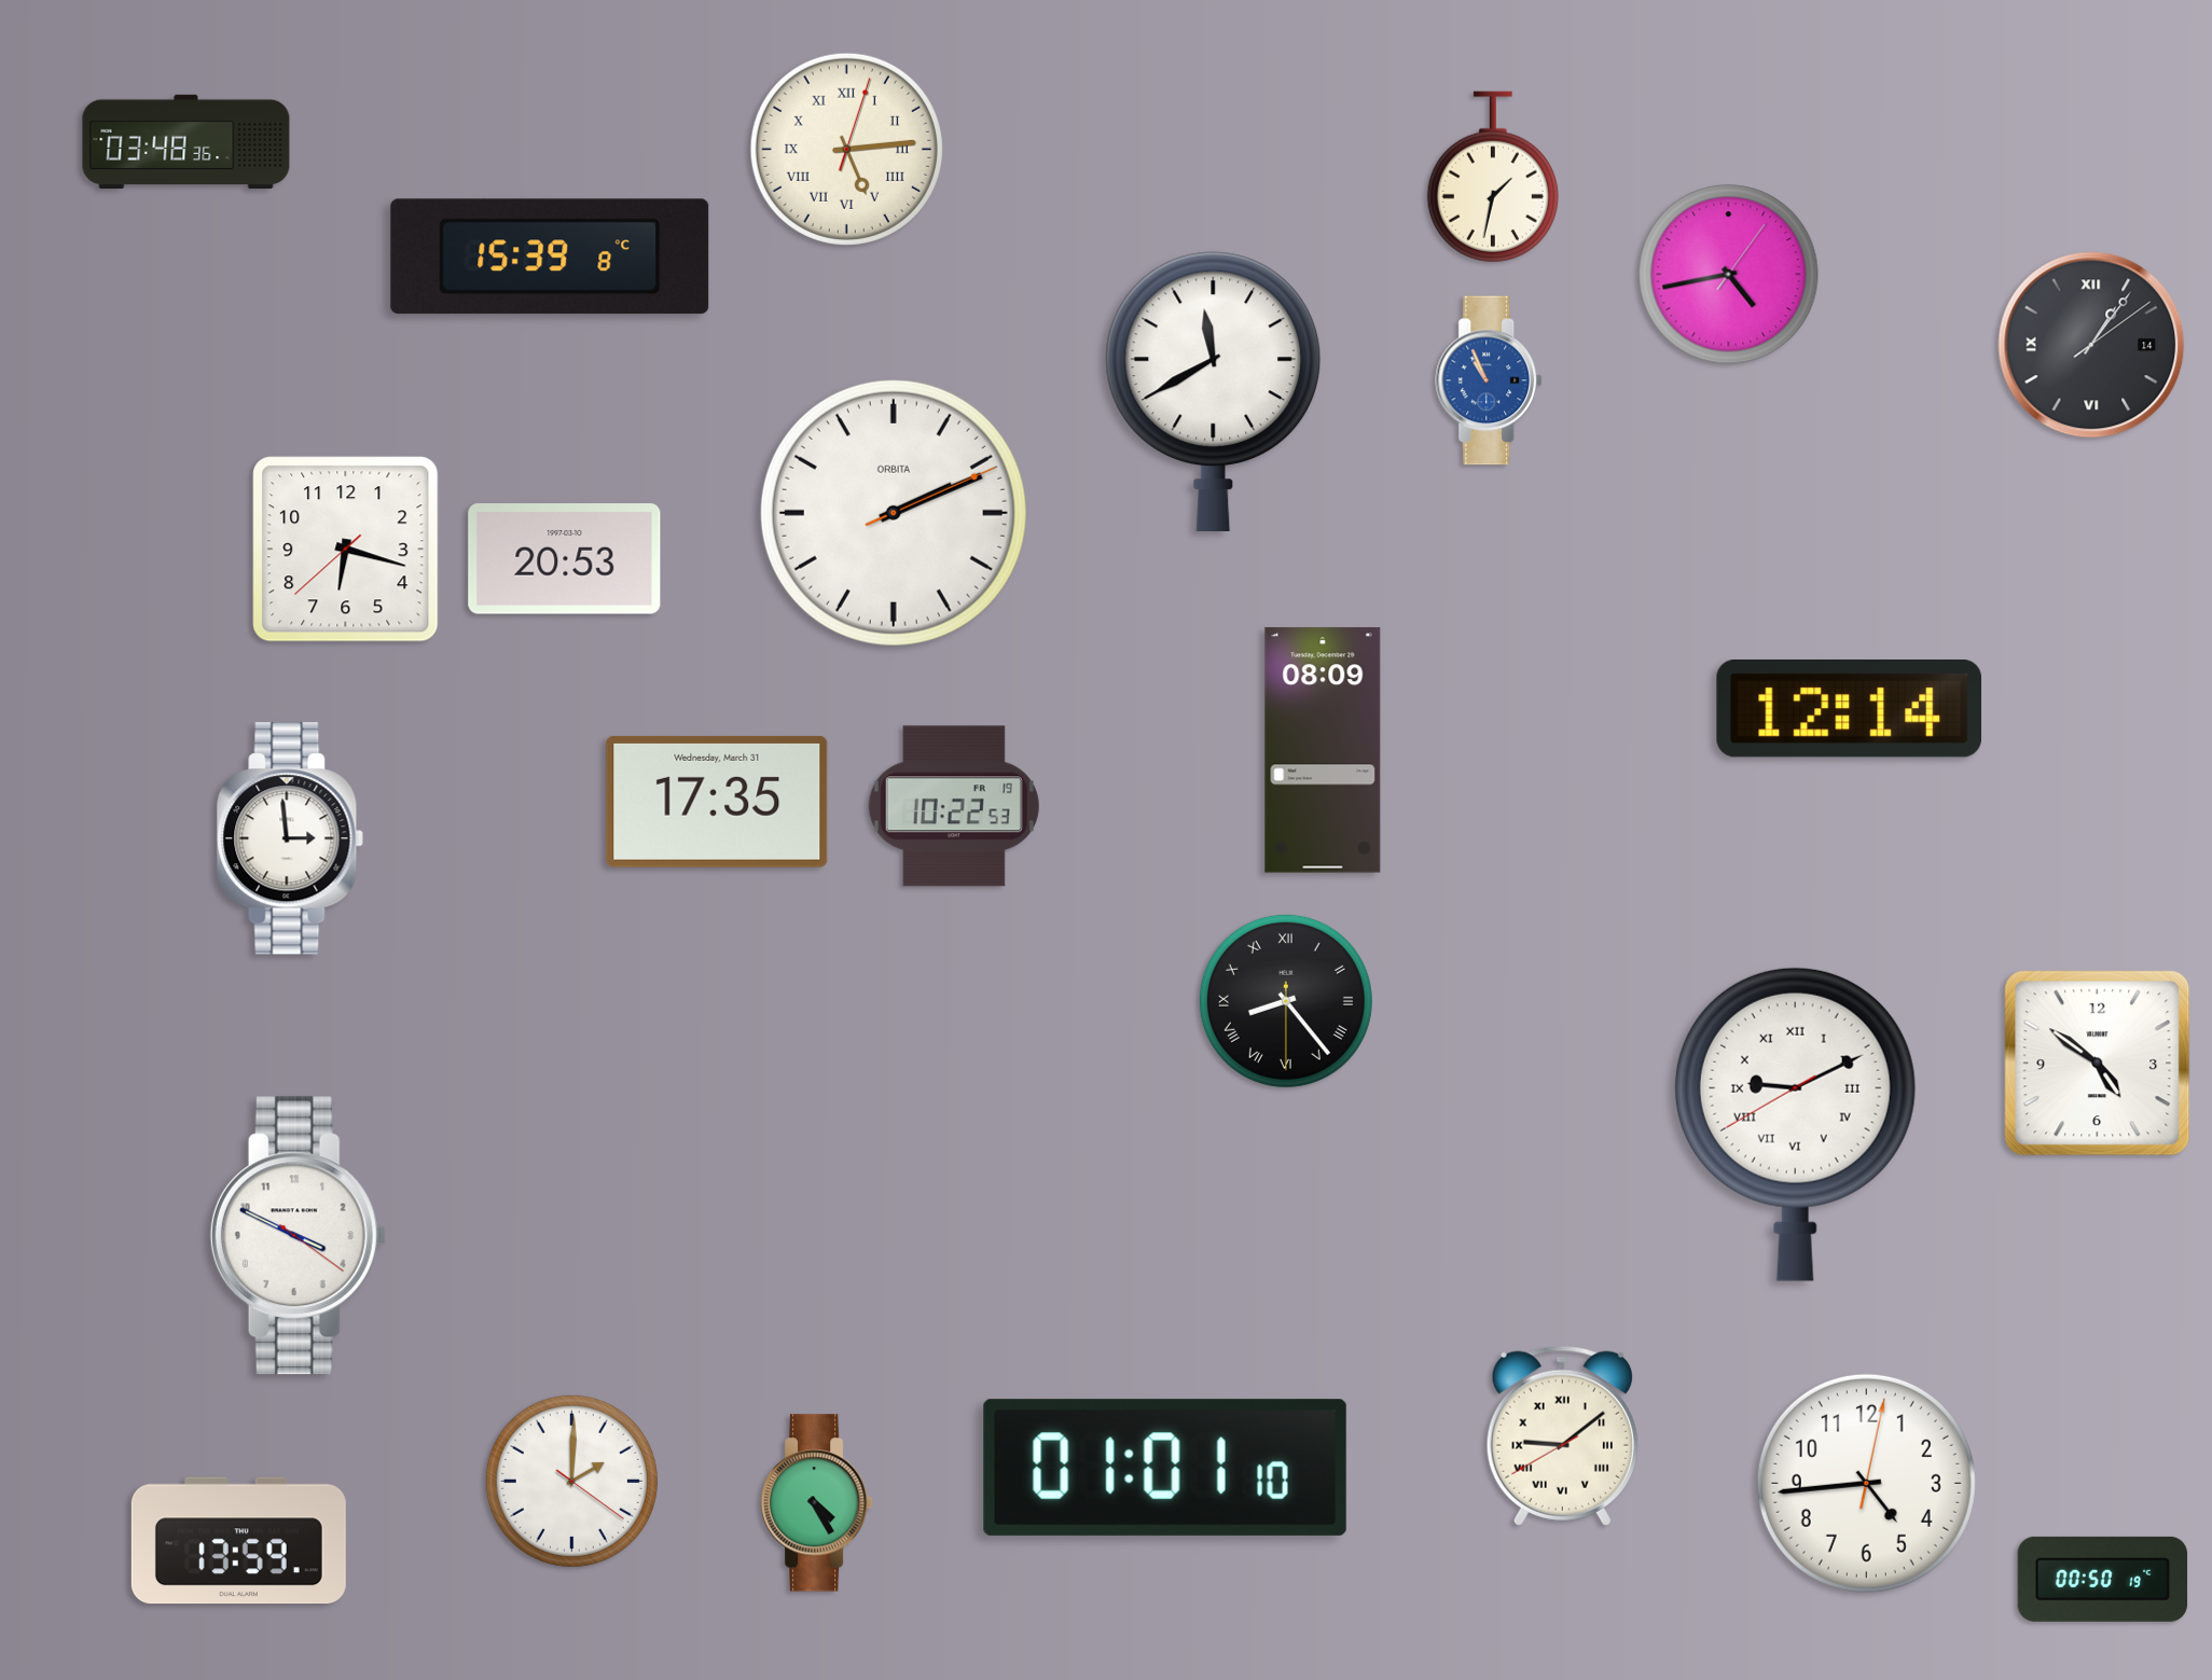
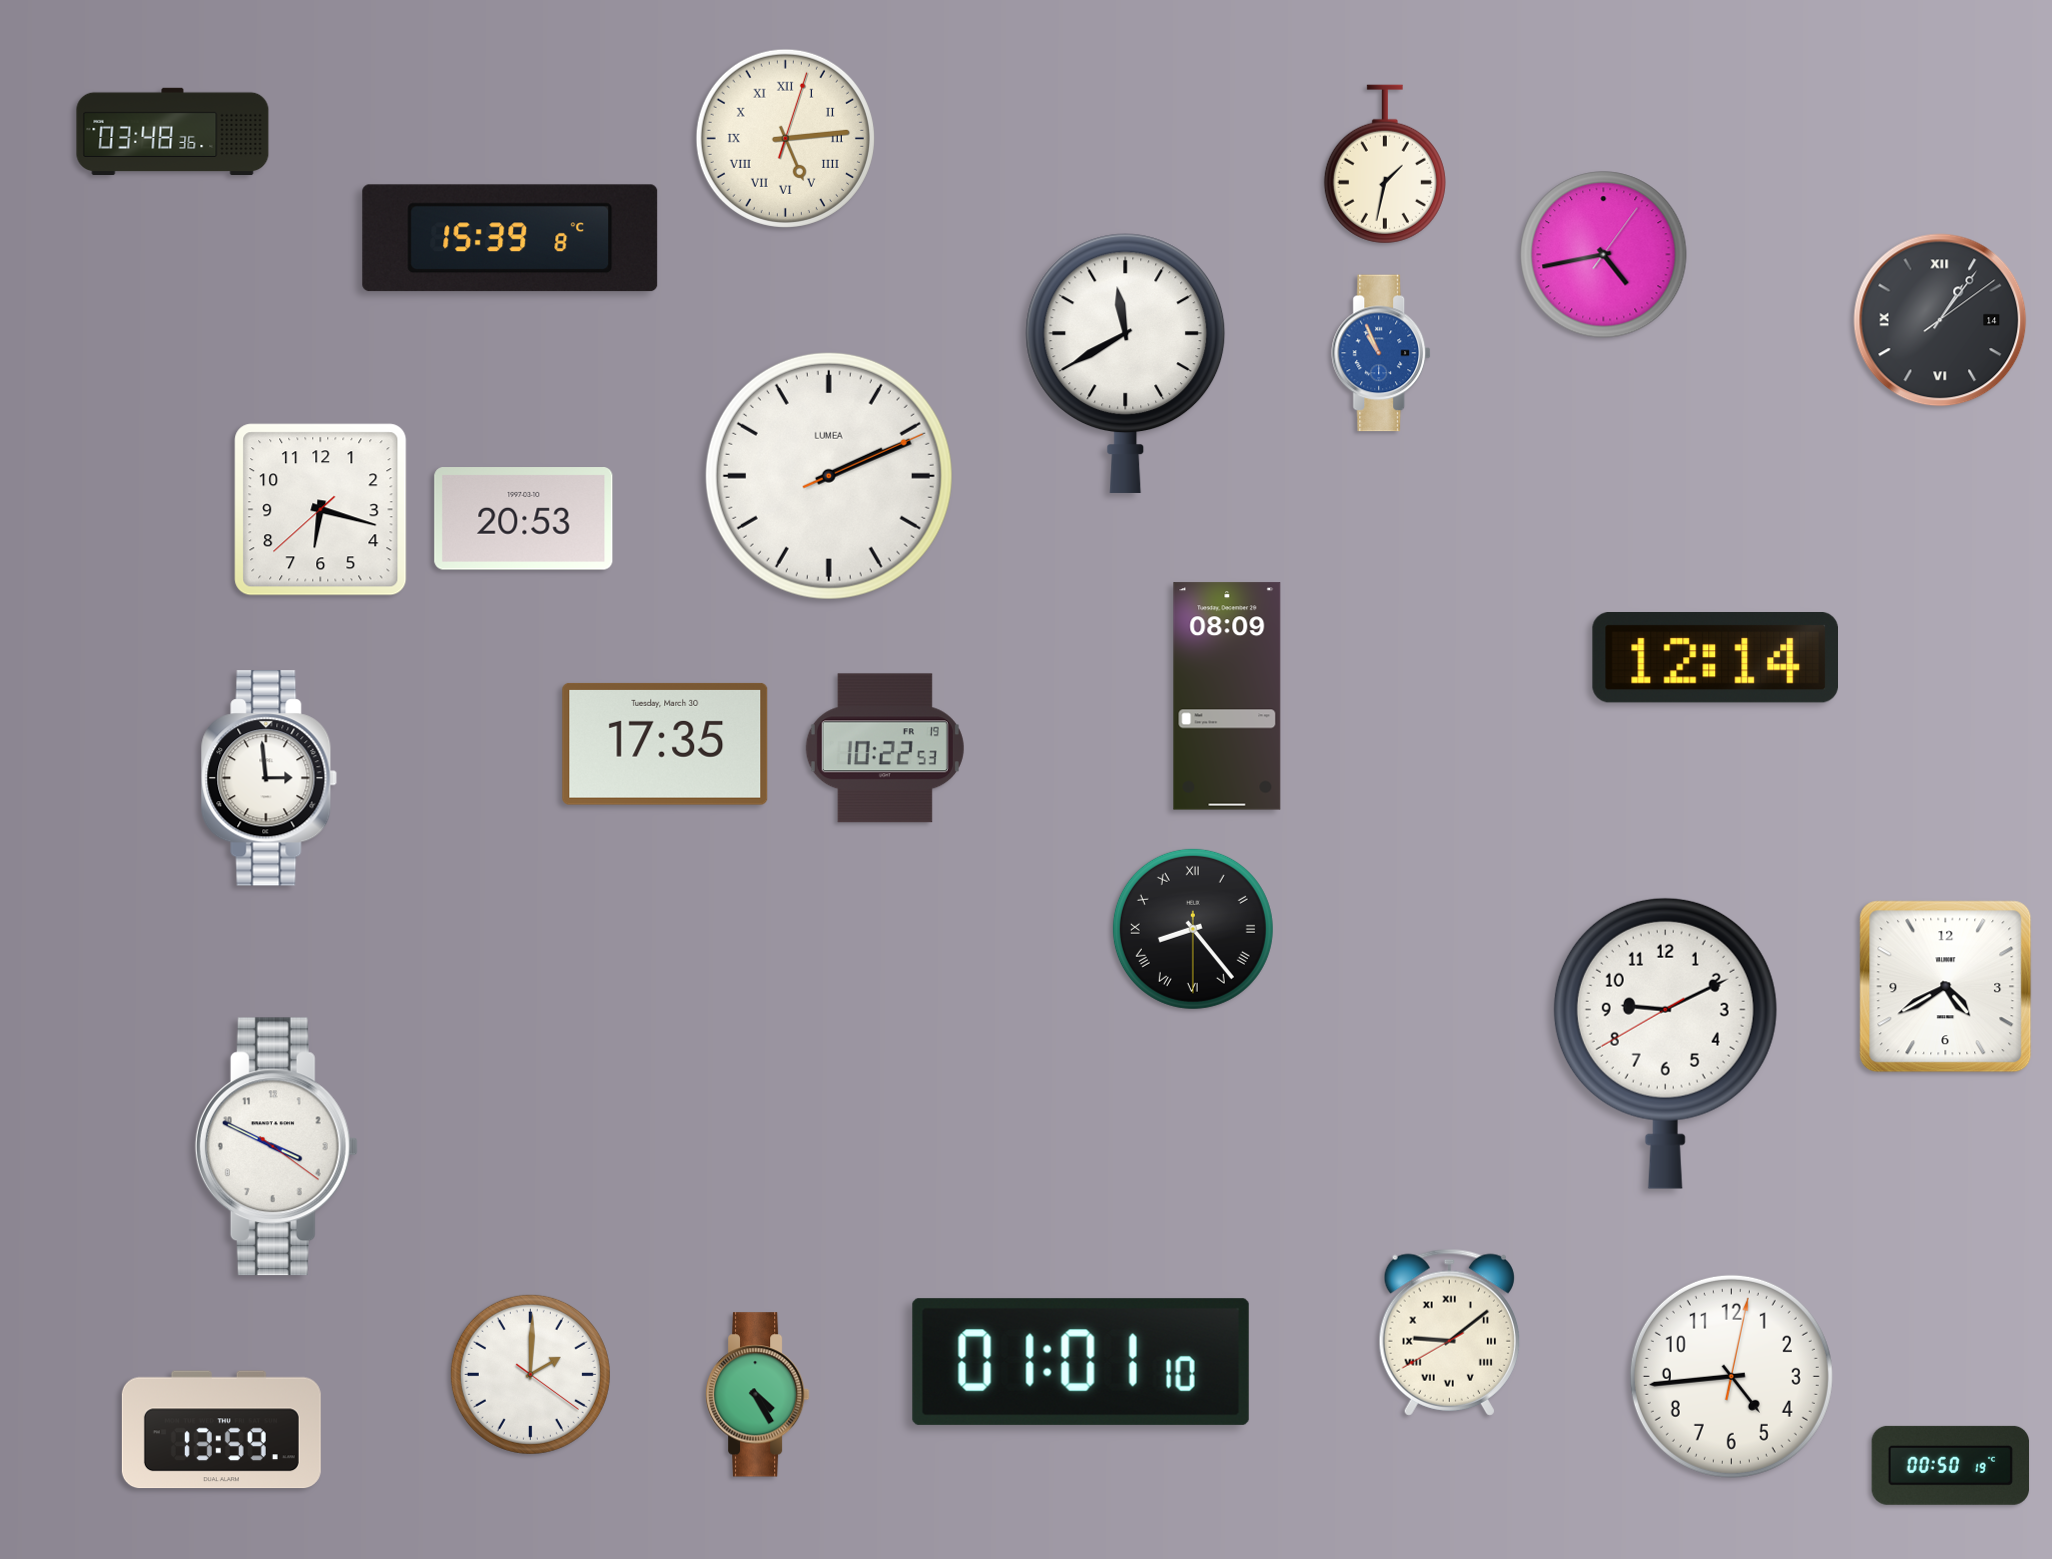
clock at (894, 513) brand: ORBITA -> LUMEA
clock at (717, 802) date: Wednesday, March 31 -> Tuesday, March 30
clock at (2098, 1064): 4:51 -> 4:40
clock at (1795, 1124) numerals: Roman -> Arabic
